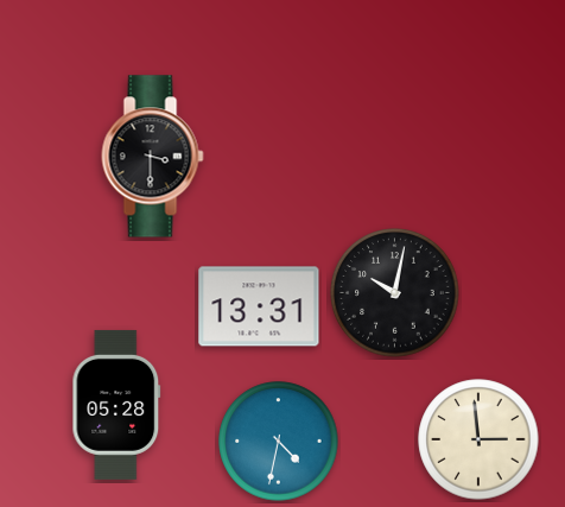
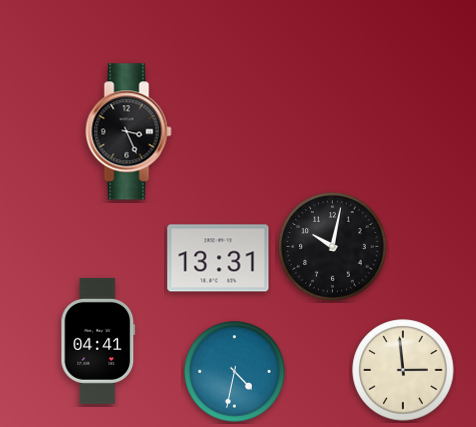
clock at (153, 157): 3:30 -> 3:26
clock at (116, 405): 05:28 -> 04:41
